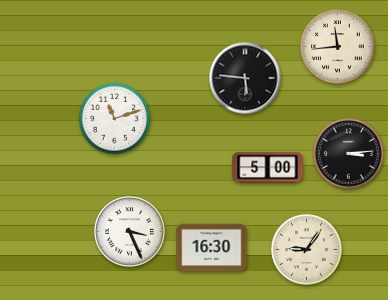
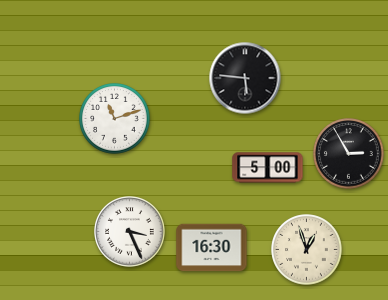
clock at (338, 47): 11:44 -> none
clock at (349, 154): 3:14 -> 2:55
clock at (307, 250): 9:06 -> 12:57
